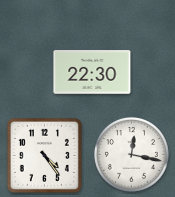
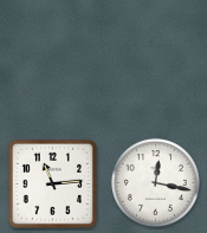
clock at (92, 72): 22:30 -> none
clock at (44, 155): 4:24 -> 11:14
